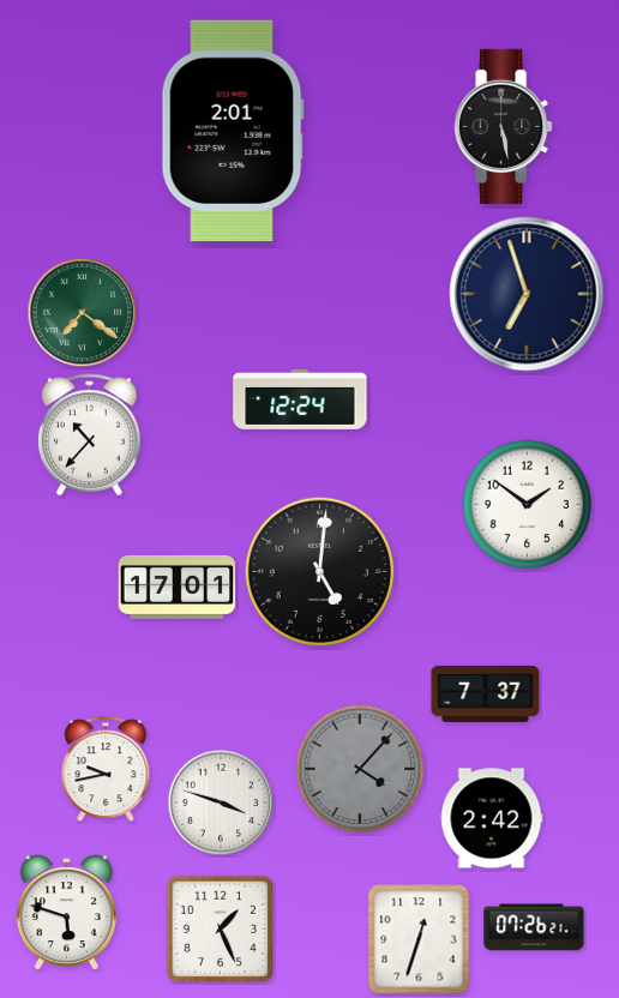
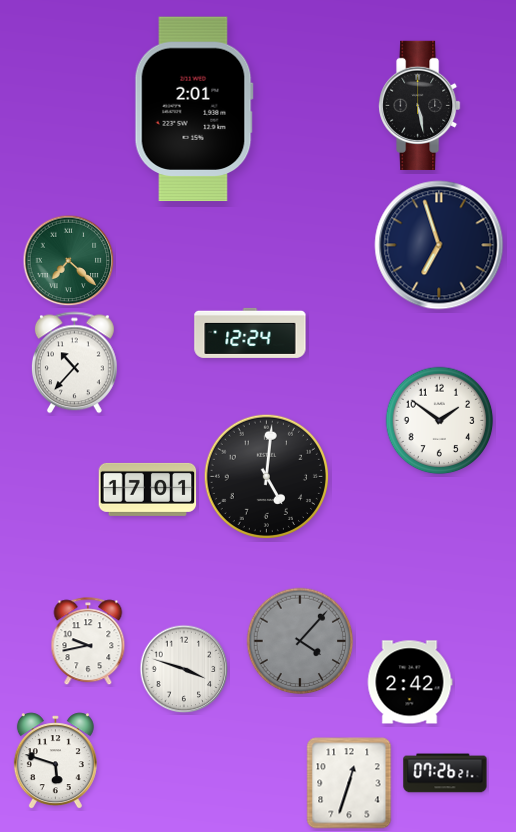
clock at (83, 313): 7:21 -> 7:22
clock at (486, 693): 7:37 -> none
clock at (220, 928): 1:26 -> none
